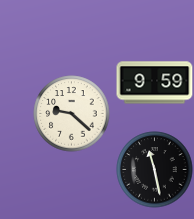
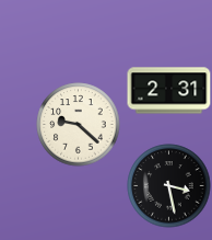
clock at (155, 83): 9:59 -> 2:31
clock at (155, 170): 11:28 -> 3:28
